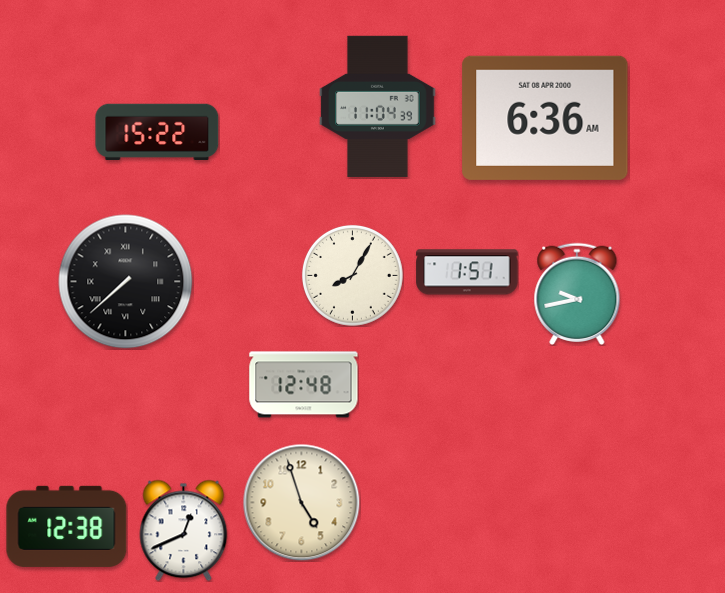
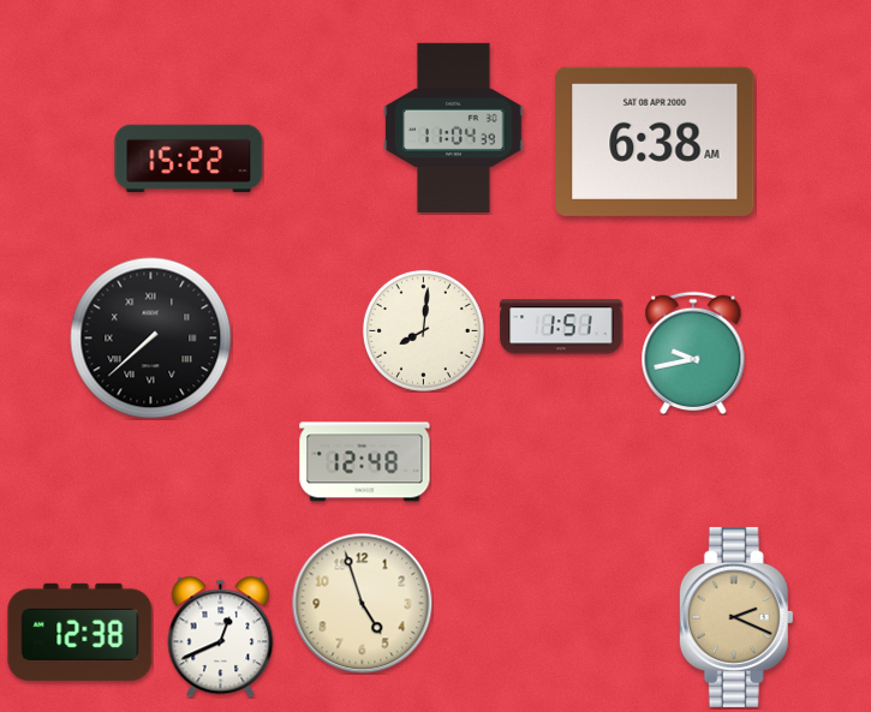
clock at (545, 118): 6:36 -> 6:38
clock at (352, 275): 8:05 -> 8:01
clock at (736, 617): none -> 2:19
